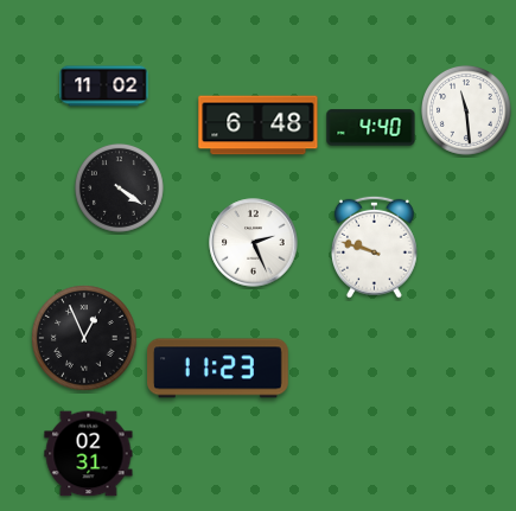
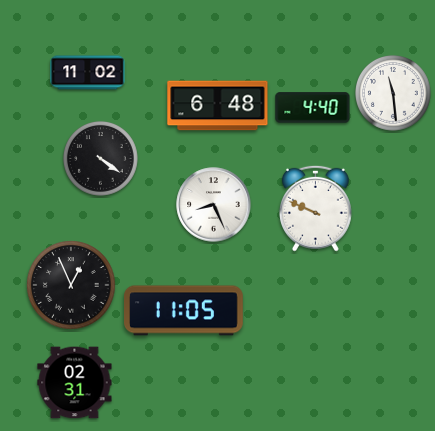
clock at (254, 243): 2:26 -> 8:26
clock at (374, 247): 9:48 -> 9:49
clock at (218, 369): 11:23 -> 11:05
